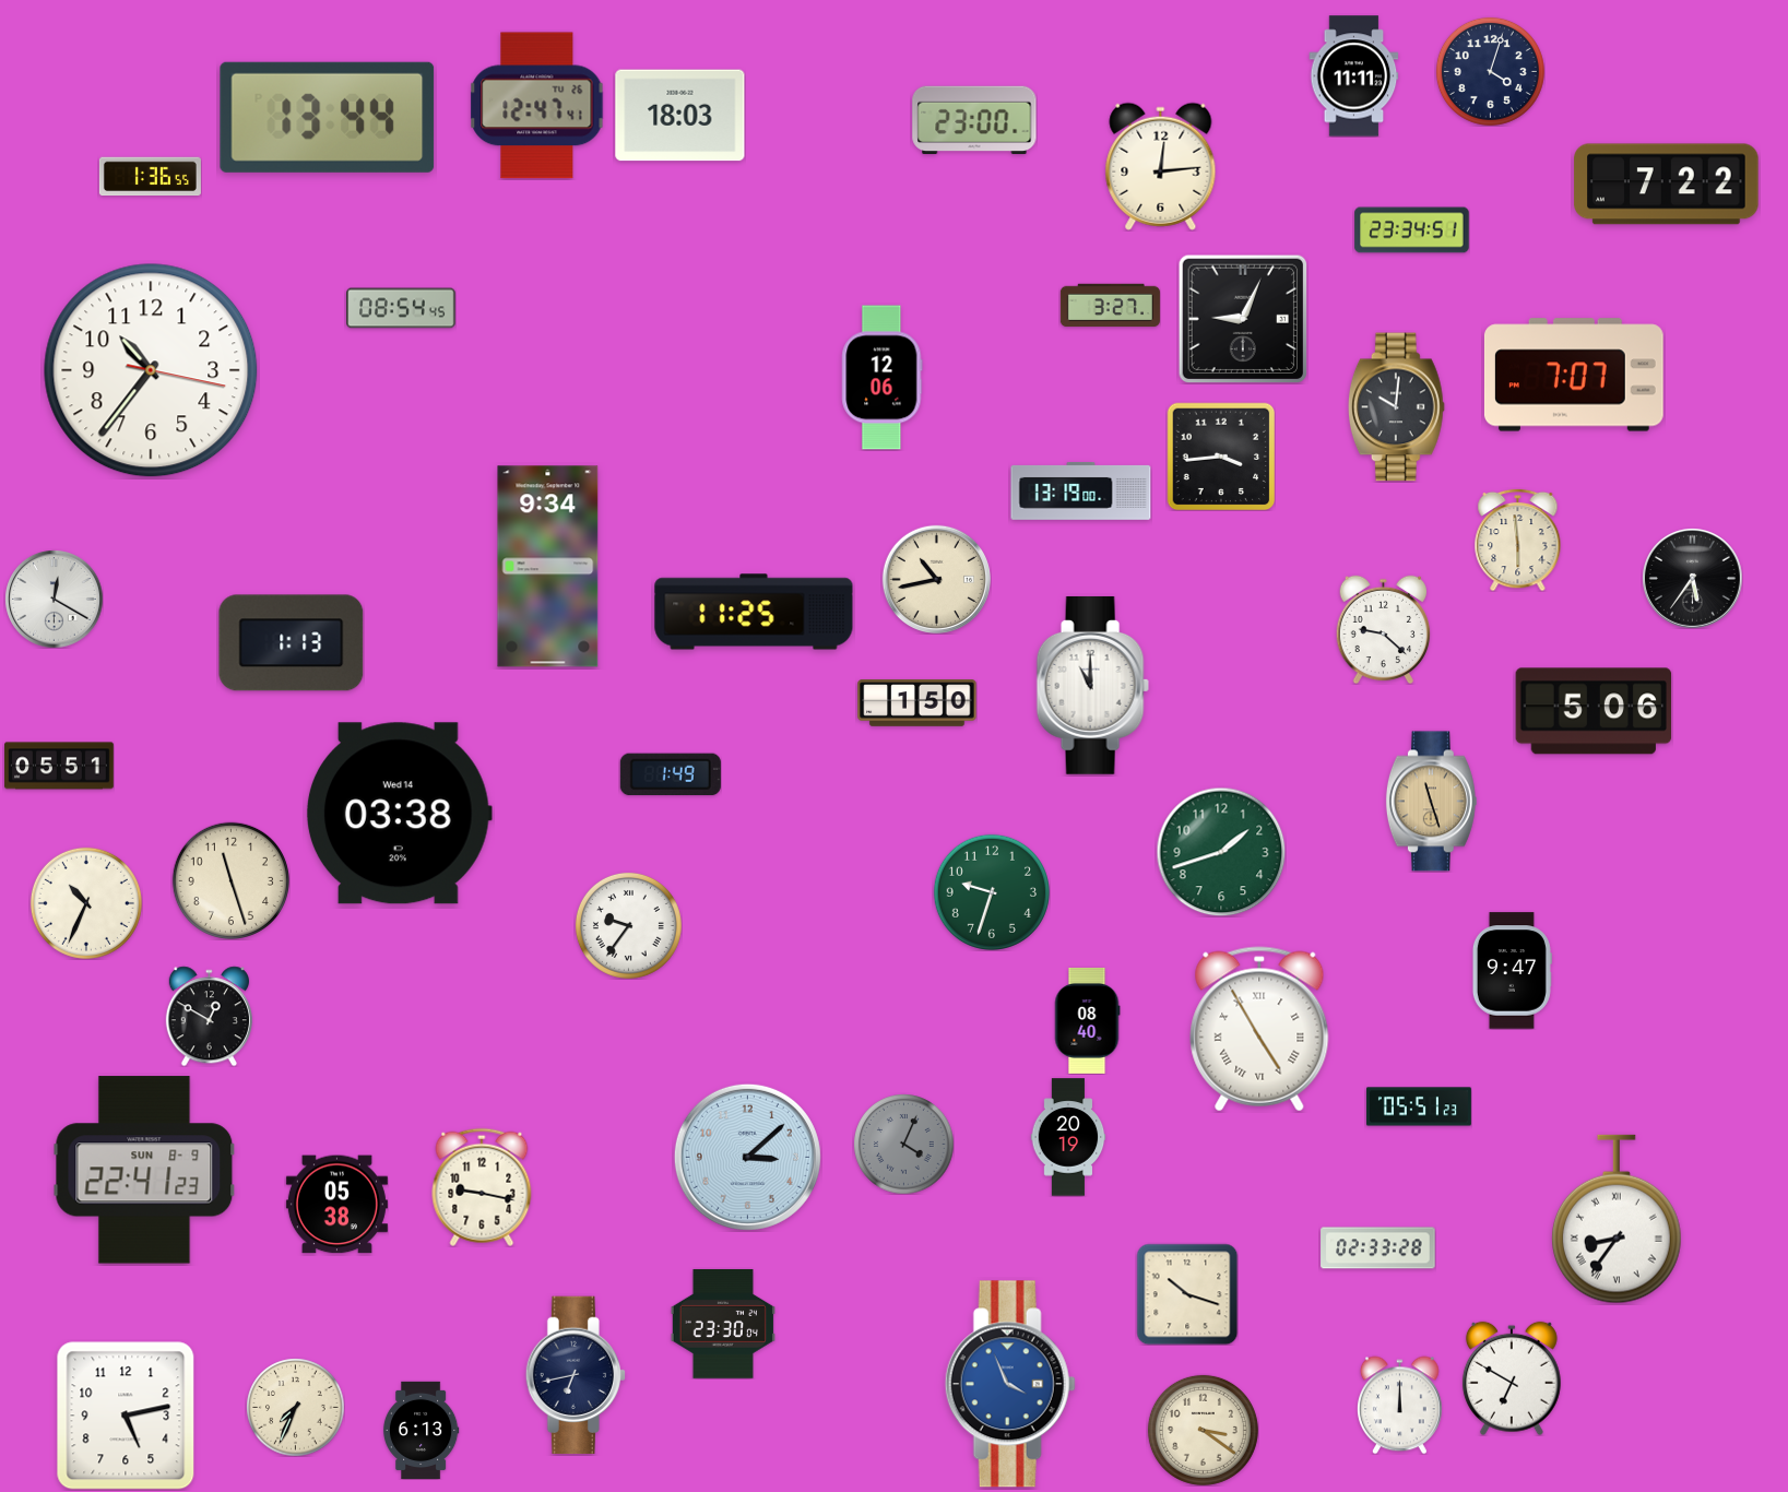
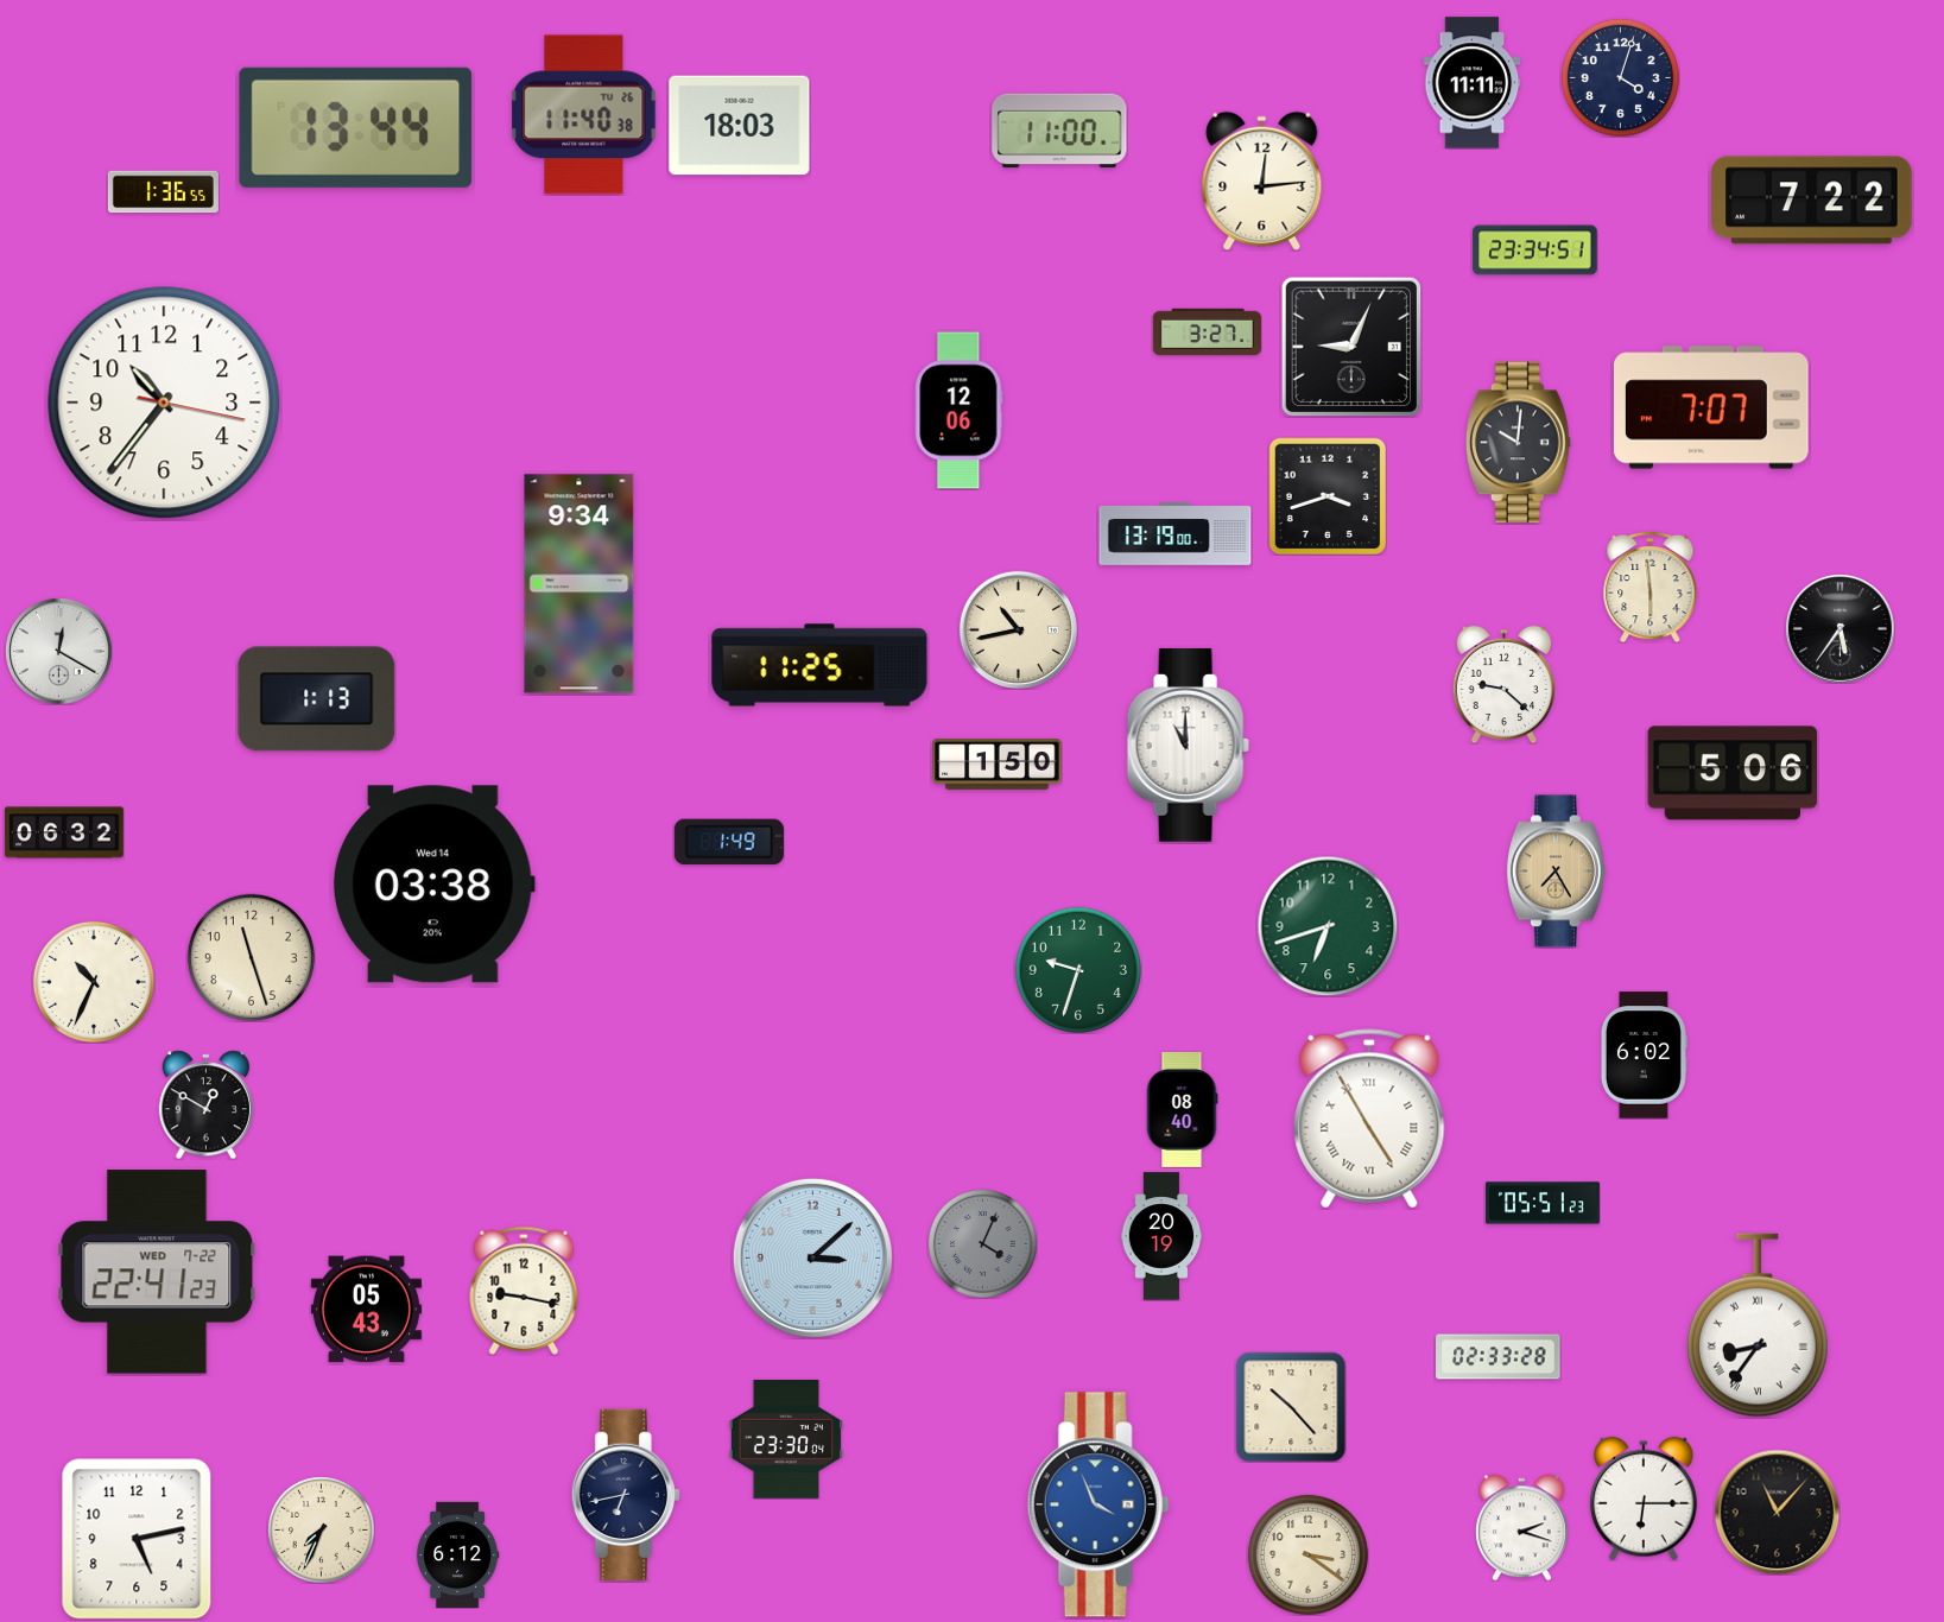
clock at (537, 106): 12:47 -> 11:40
clock at (974, 120): 23:00 -> 11:00
clock at (402, 308): 08:54 -> none
clock at (1221, 457): 3:44 -> 3:42
clock at (548, 567) position: (548, 567) -> (580, 584)
clock at (59, 766): 05:51 -> 06:32
clock at (1431, 802): 11:27 -> 7:25
clock at (1221, 852): 1:42 -> 6:42
clock at (628, 925): 9:36 -> none
clock at (1512, 971): 9:47 -> 6:02
clock at (209, 1016) position: (209, 1016) -> (205, 1104)
clock at (144, 1170) date: SUN 8-9 -> WED 7-22
clock at (336, 1205): 05:38 -> 05:43
clock at (1187, 1294): 10:18 -> 10:23
clock at (1512, 1378): 6:50 -> 6:15
clock at (1777, 1512): none -> 11:07
clock at (1400, 1405): 12:00 -> 2:18
clock at (421, 1430): 6:13 -> 6:12
